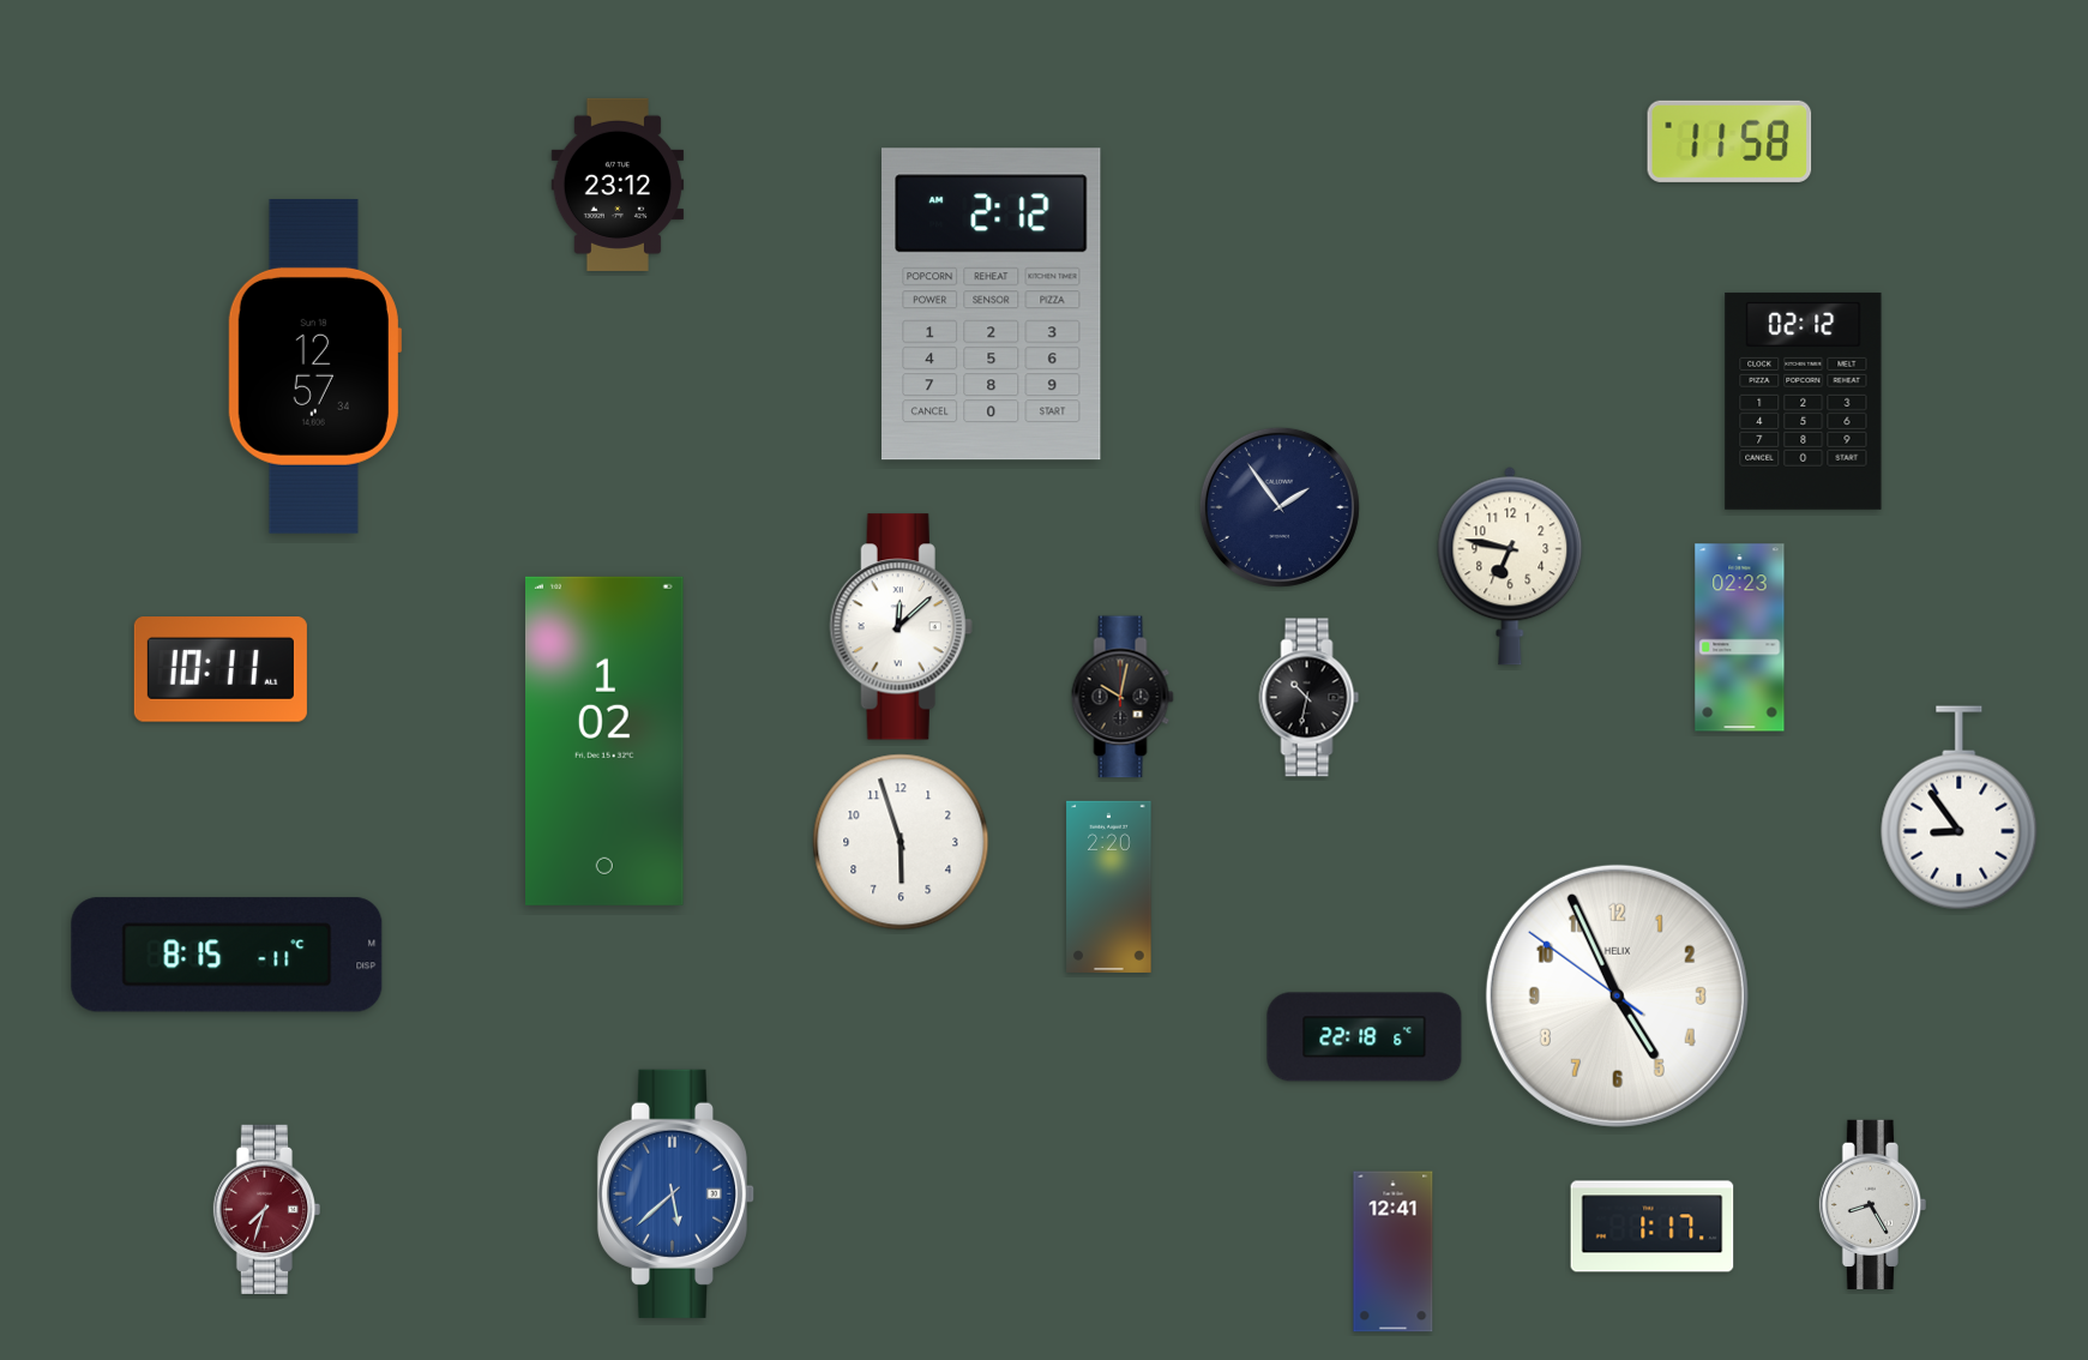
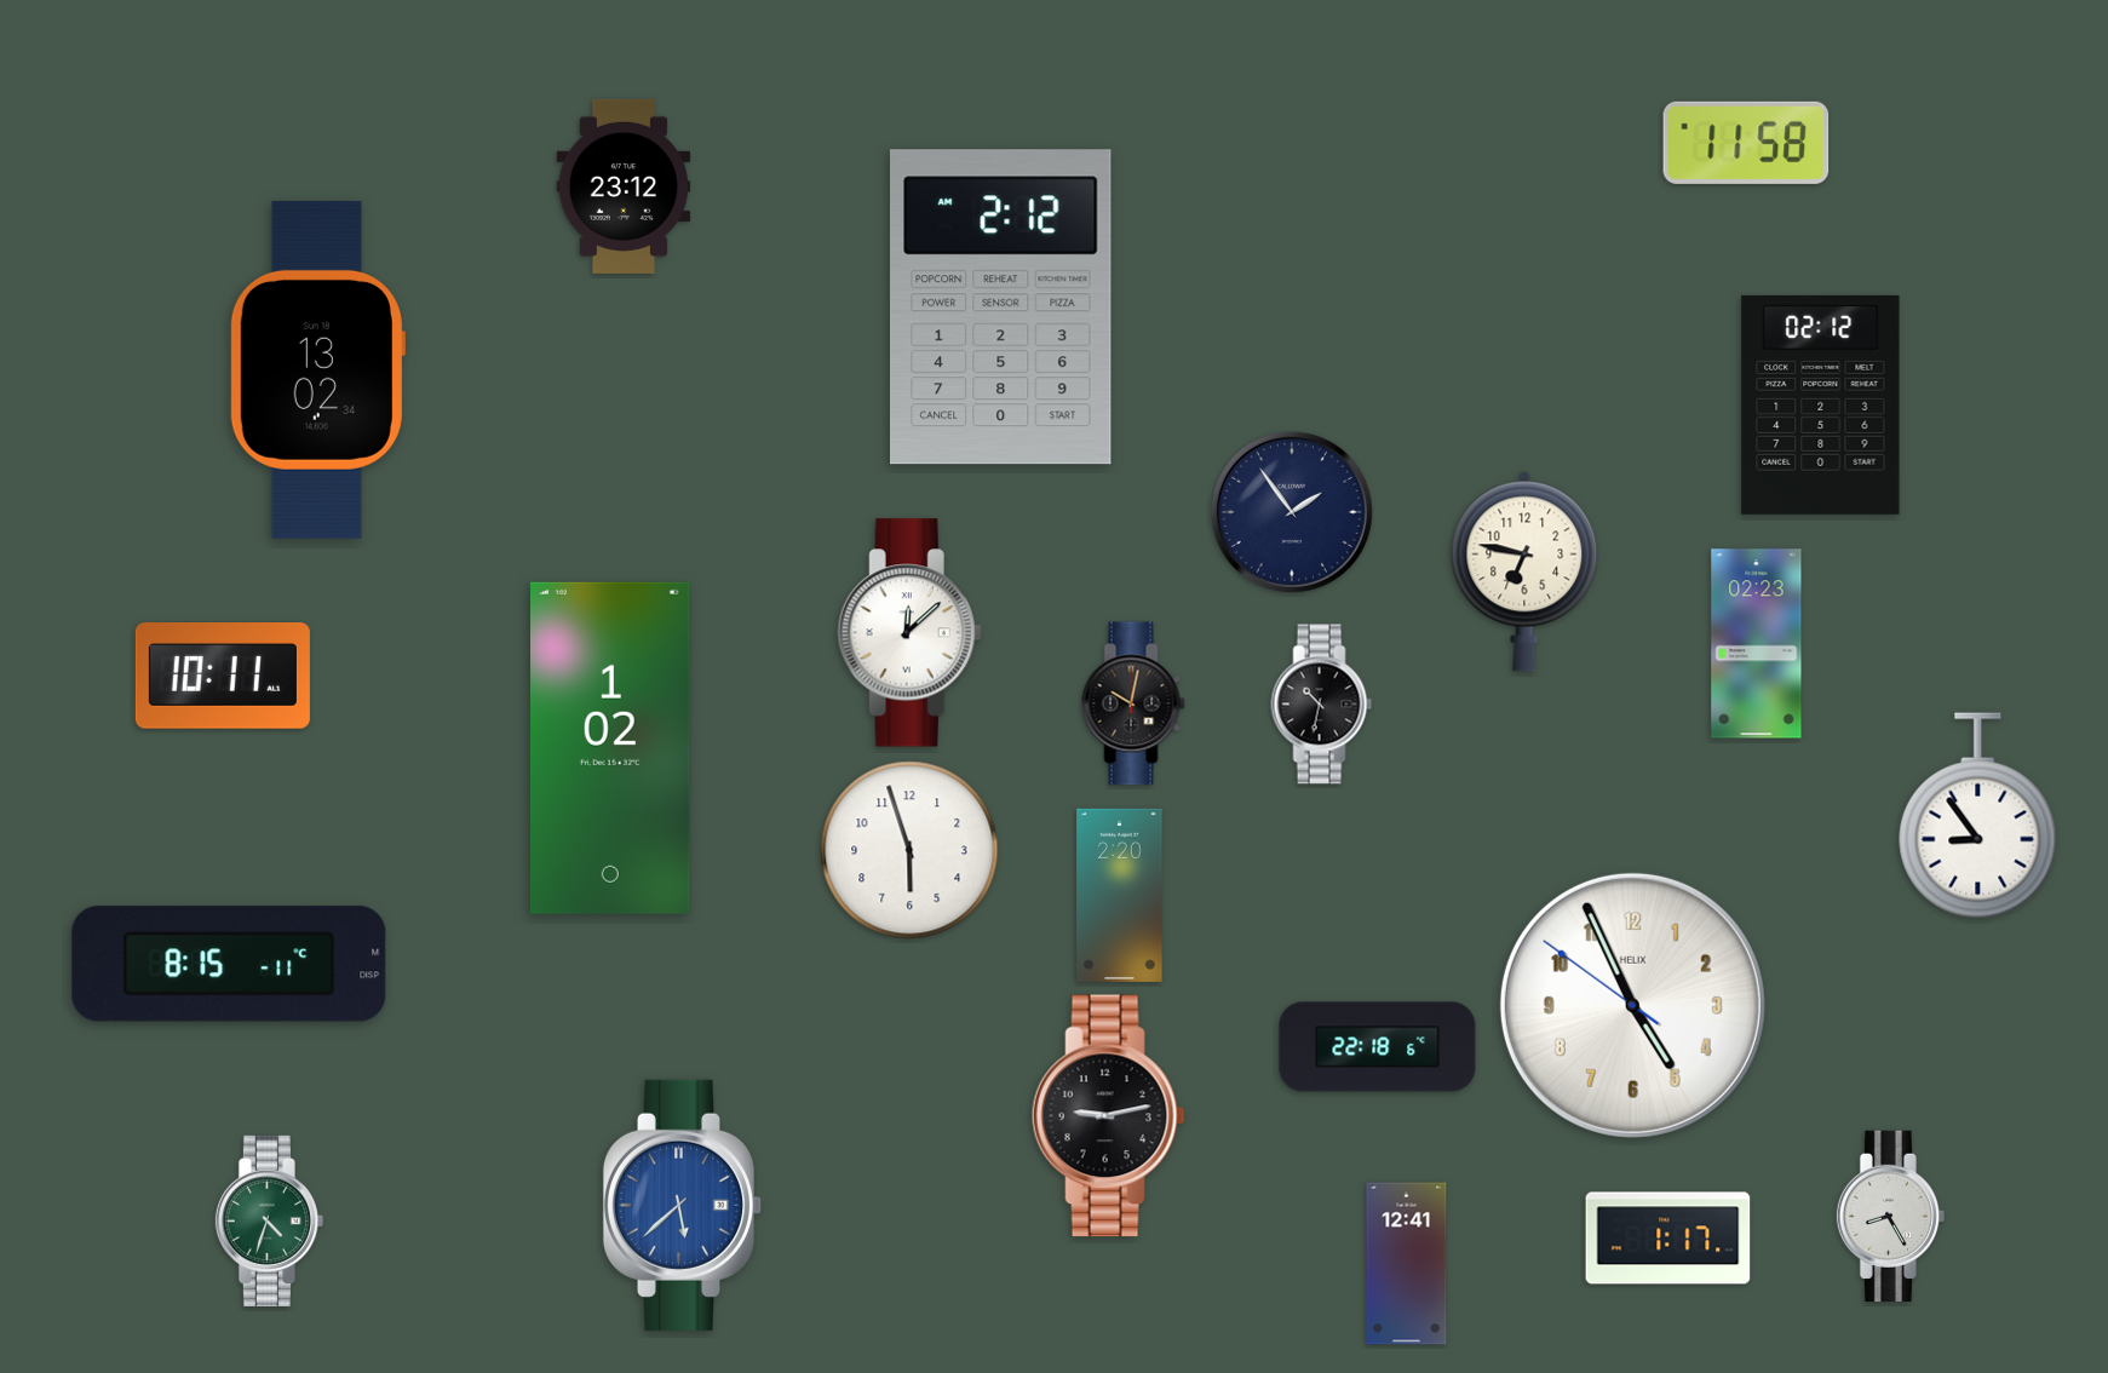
clock at (314, 366): 12:57 -> 13:02
clock at (1108, 1116): none -> 9:13
clock at (267, 1209): 7:33 -> 4:33
clock at (267, 1209) dial: burgundy -> green
